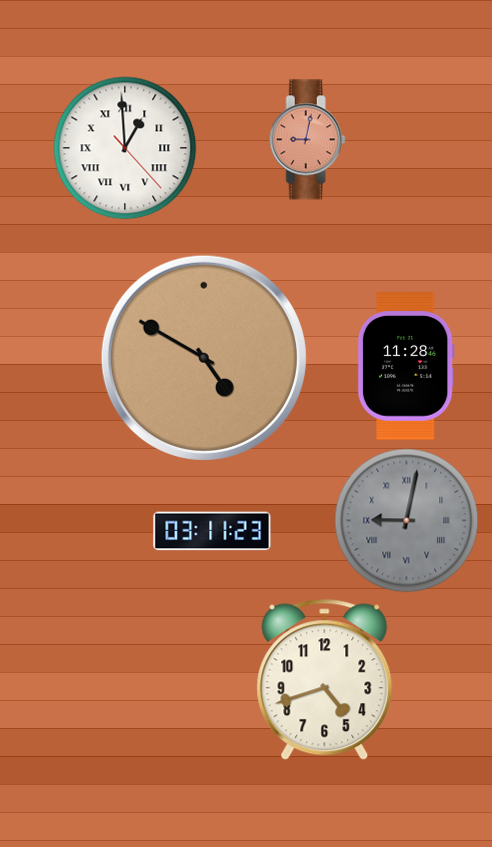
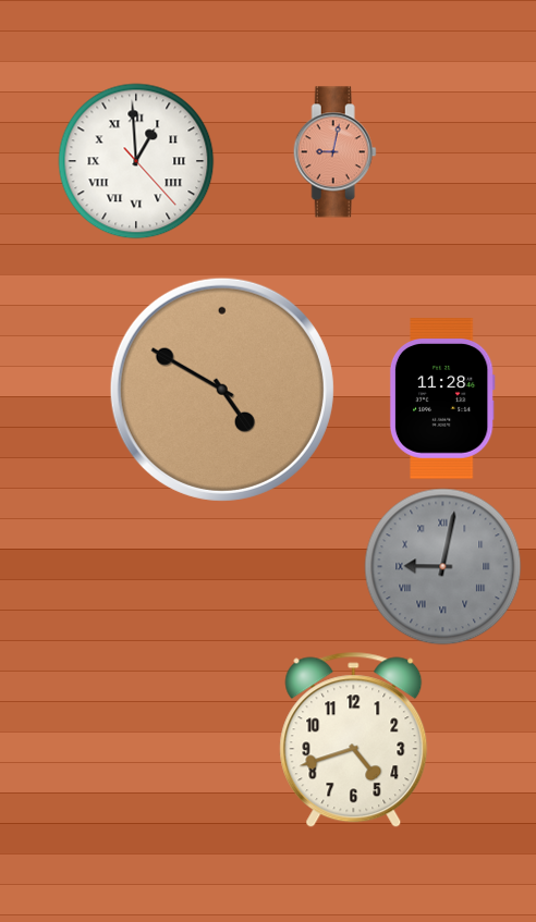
clock at (212, 531): 03:11 -> none
